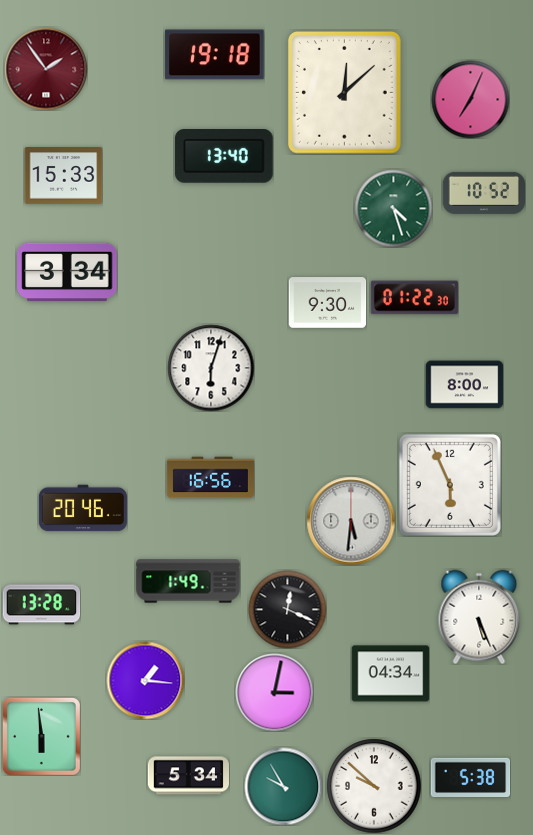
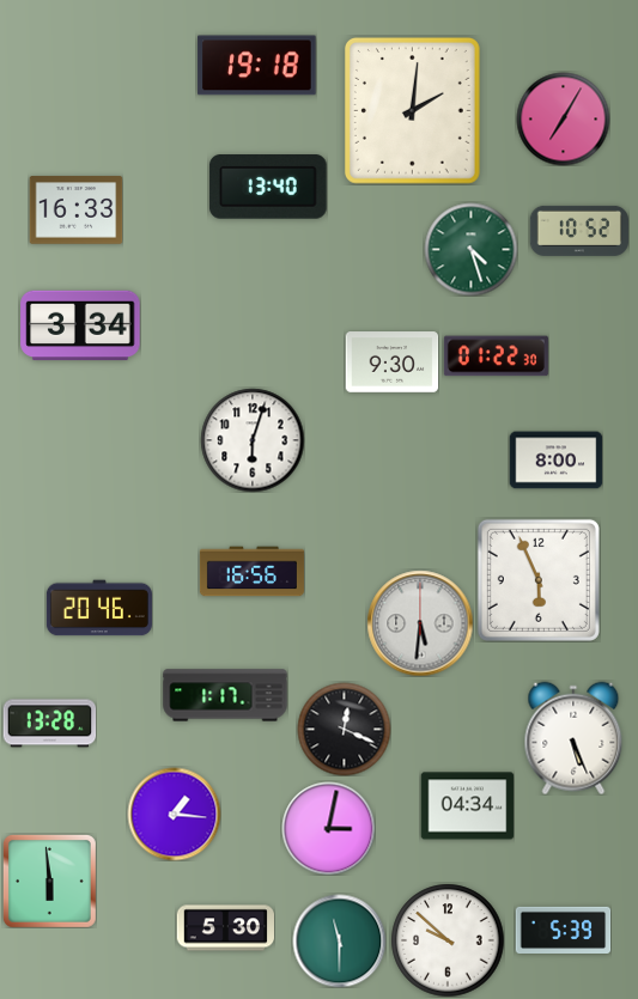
clock at (46, 69): 1:54 -> none
clock at (344, 93): 12:08 -> 2:01
clock at (470, 99): 7:04 -> 7:05
clock at (63, 176): 15:33 -> 16:33
clock at (188, 581): 1:49 -> 1:17
clock at (188, 776): 5:34 -> 5:30
clock at (470, 777): 5:38 -> 5:39
clock at (283, 786): 9:55 -> 11:30
